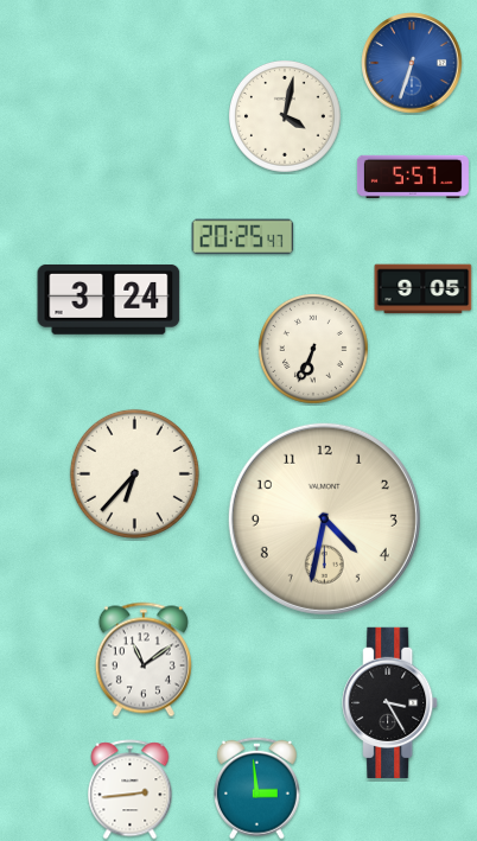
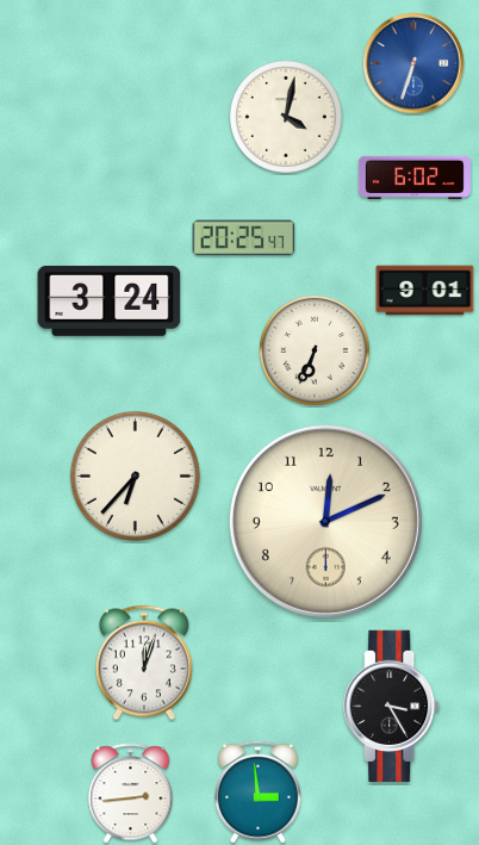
clock at (413, 177): 5:57 -> 6:02
clock at (424, 289): 9:05 -> 9:01
clock at (324, 518): 4:32 -> 12:11
clock at (144, 660): 11:09 -> 12:03
